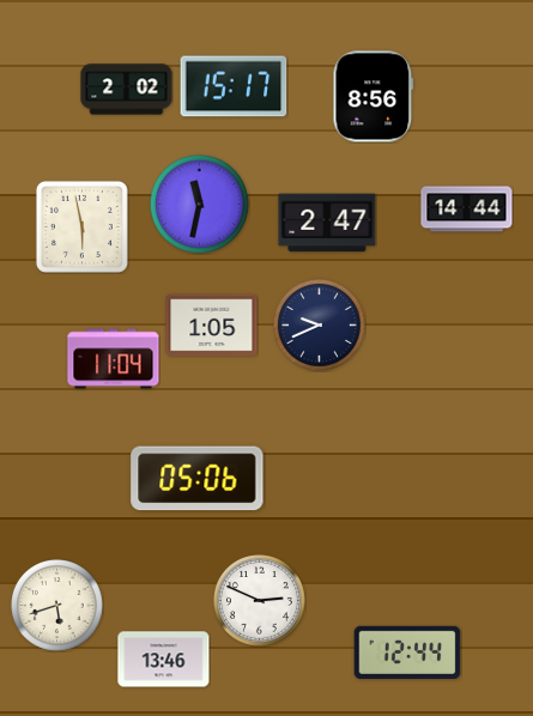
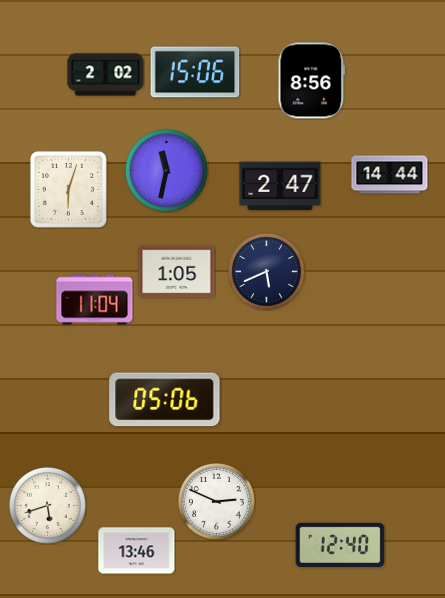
clock at (234, 86): 15:17 -> 15:06
clock at (327, 223) position: (327, 223) -> (280, 186)
clock at (81, 226): 5:58 -> 6:03
clock at (320, 326): 9:41 -> 5:41
clock at (407, 653): 12:44 -> 12:40
